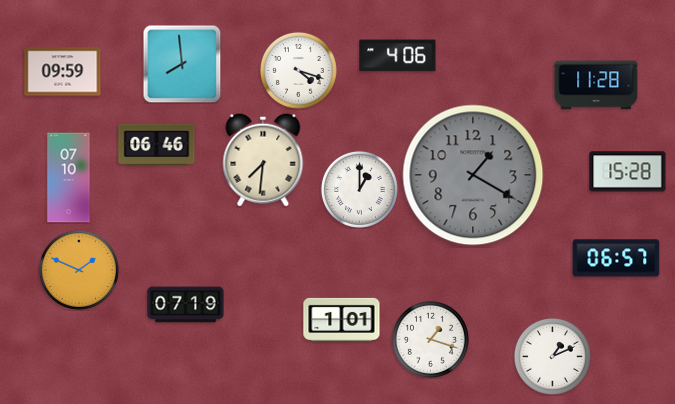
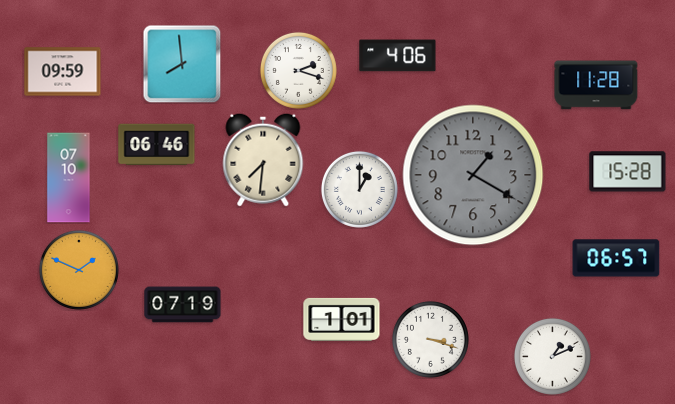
clock at (298, 70): 4:18 -> 2:18
clock at (186, 305) position: (186, 305) -> (183, 305)
clock at (430, 339): 1:18 -> 3:18
